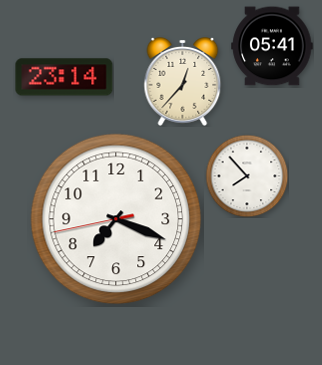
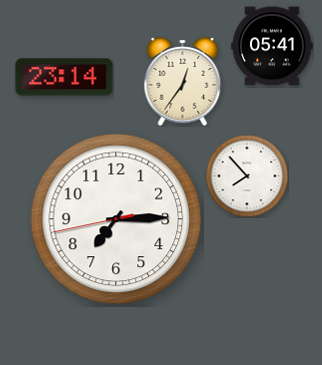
clock at (183, 82): 12:37 -> 12:36
clock at (116, 219): 7:18 -> 7:14
